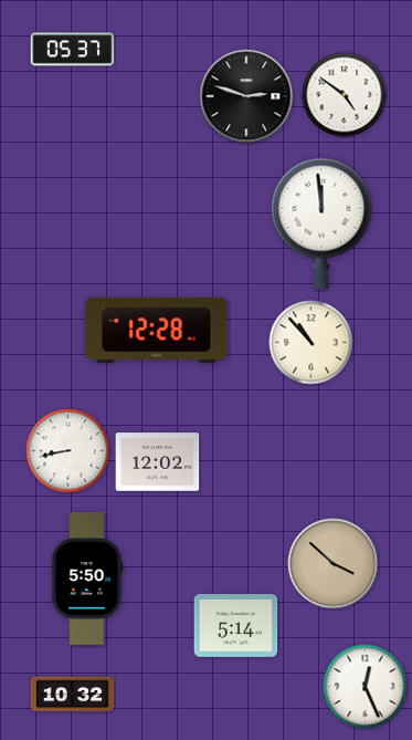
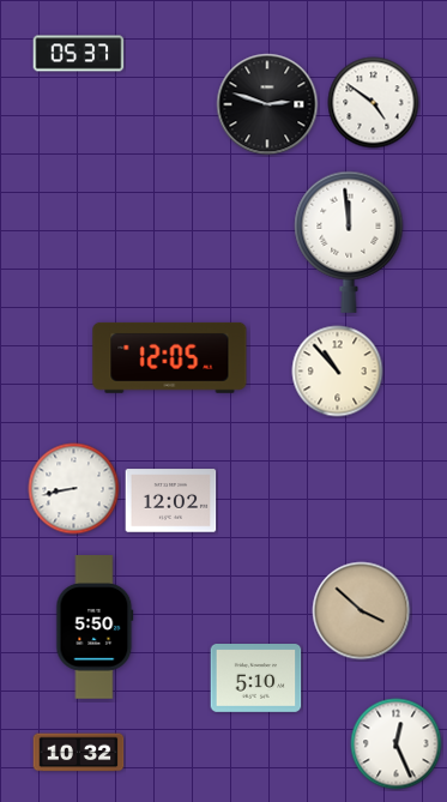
clock at (157, 330): 12:28 -> 12:05
clock at (236, 626): 5:14 -> 5:10
